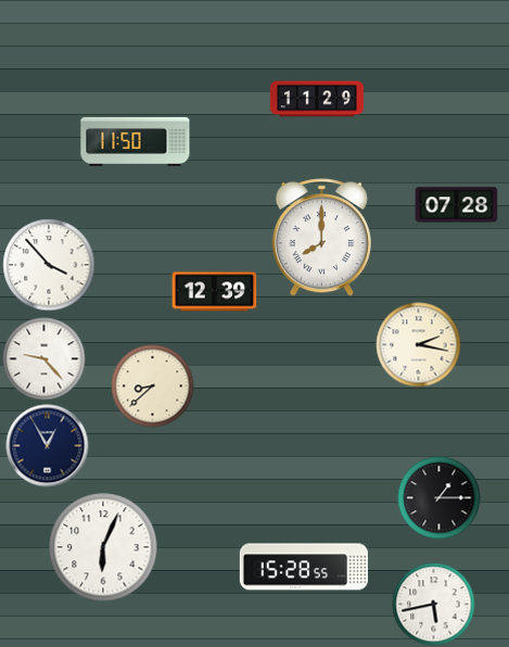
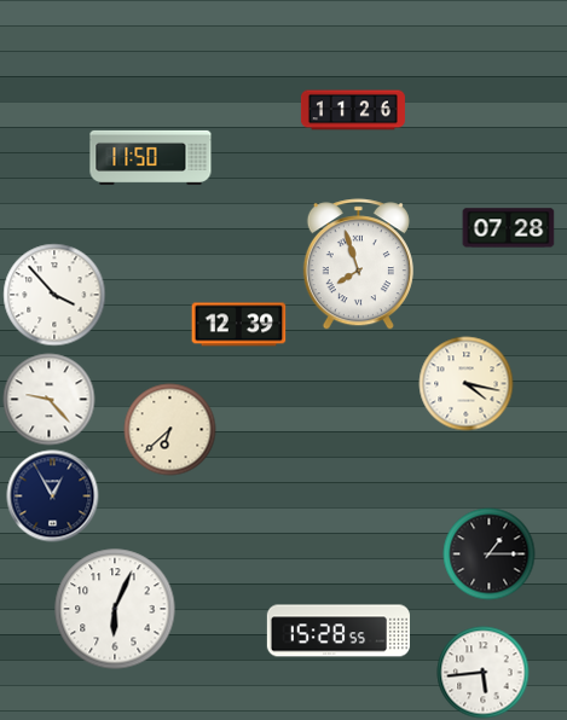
clock at (317, 99): 11:29 -> 11:26
clock at (321, 238): 8:00 -> 7:57
clock at (419, 345): 2:17 -> 4:17
clock at (153, 386): 8:38 -> 6:38
clock at (434, 605): 5:43 -> 5:44
